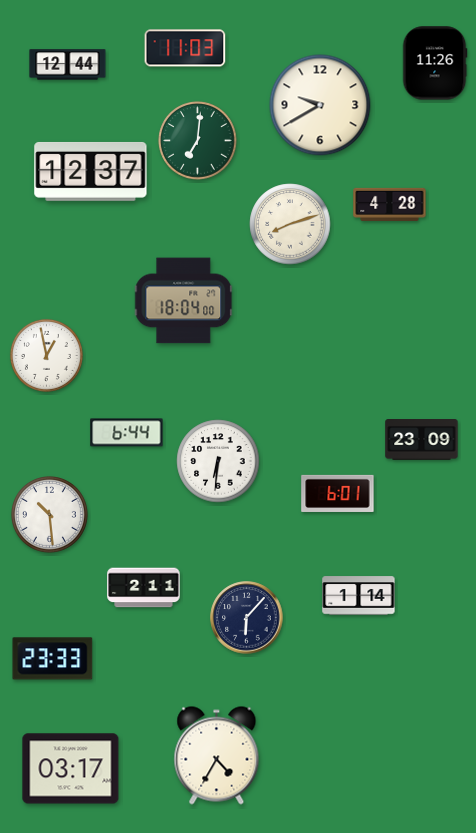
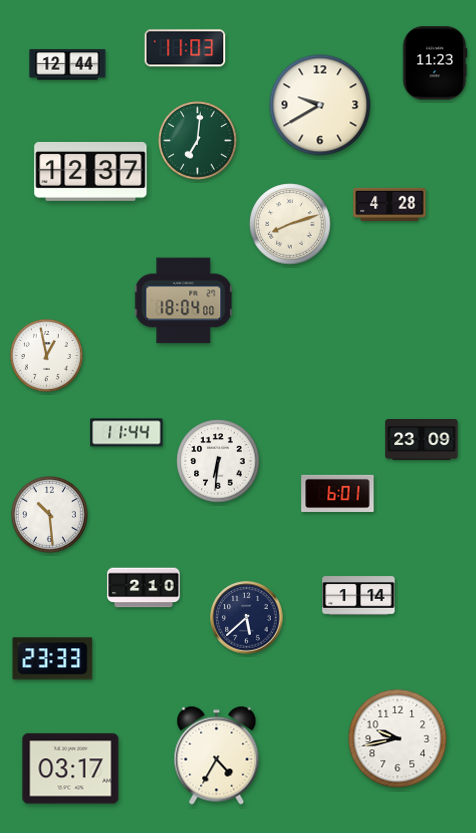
clock at (435, 63): 11:26 -> 11:23
clock at (127, 433): 6:44 -> 11:44
clock at (144, 588): 2:11 -> 2:10
clock at (247, 618): 6:07 -> 5:38
clock at (398, 739): none -> 9:43
